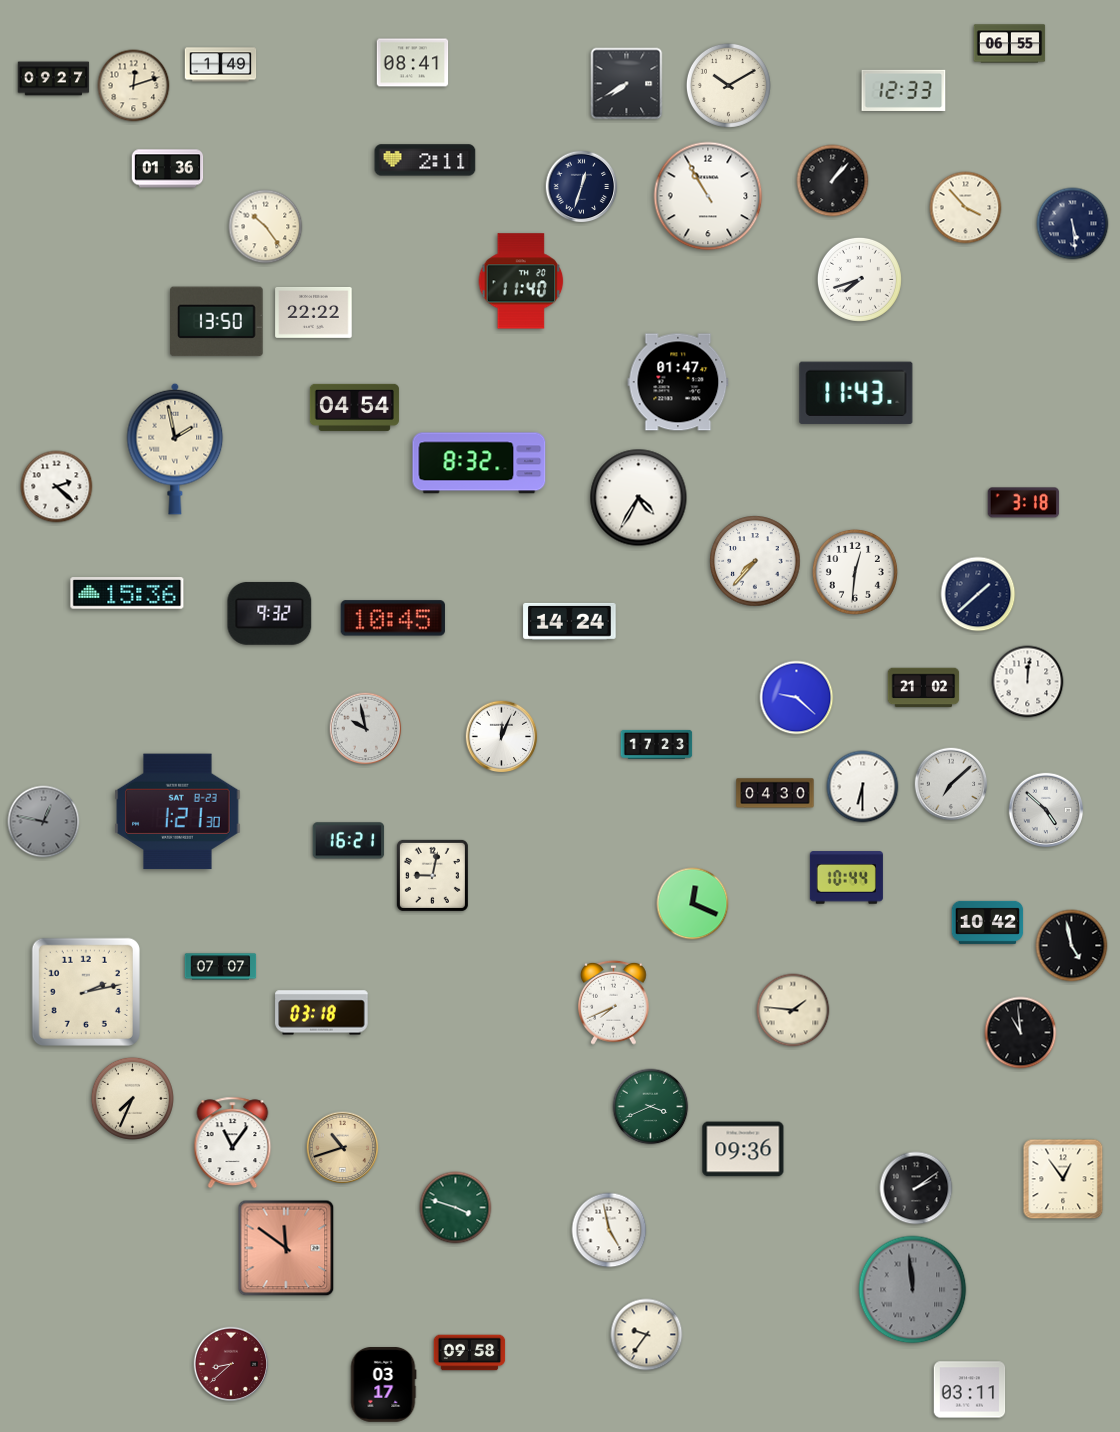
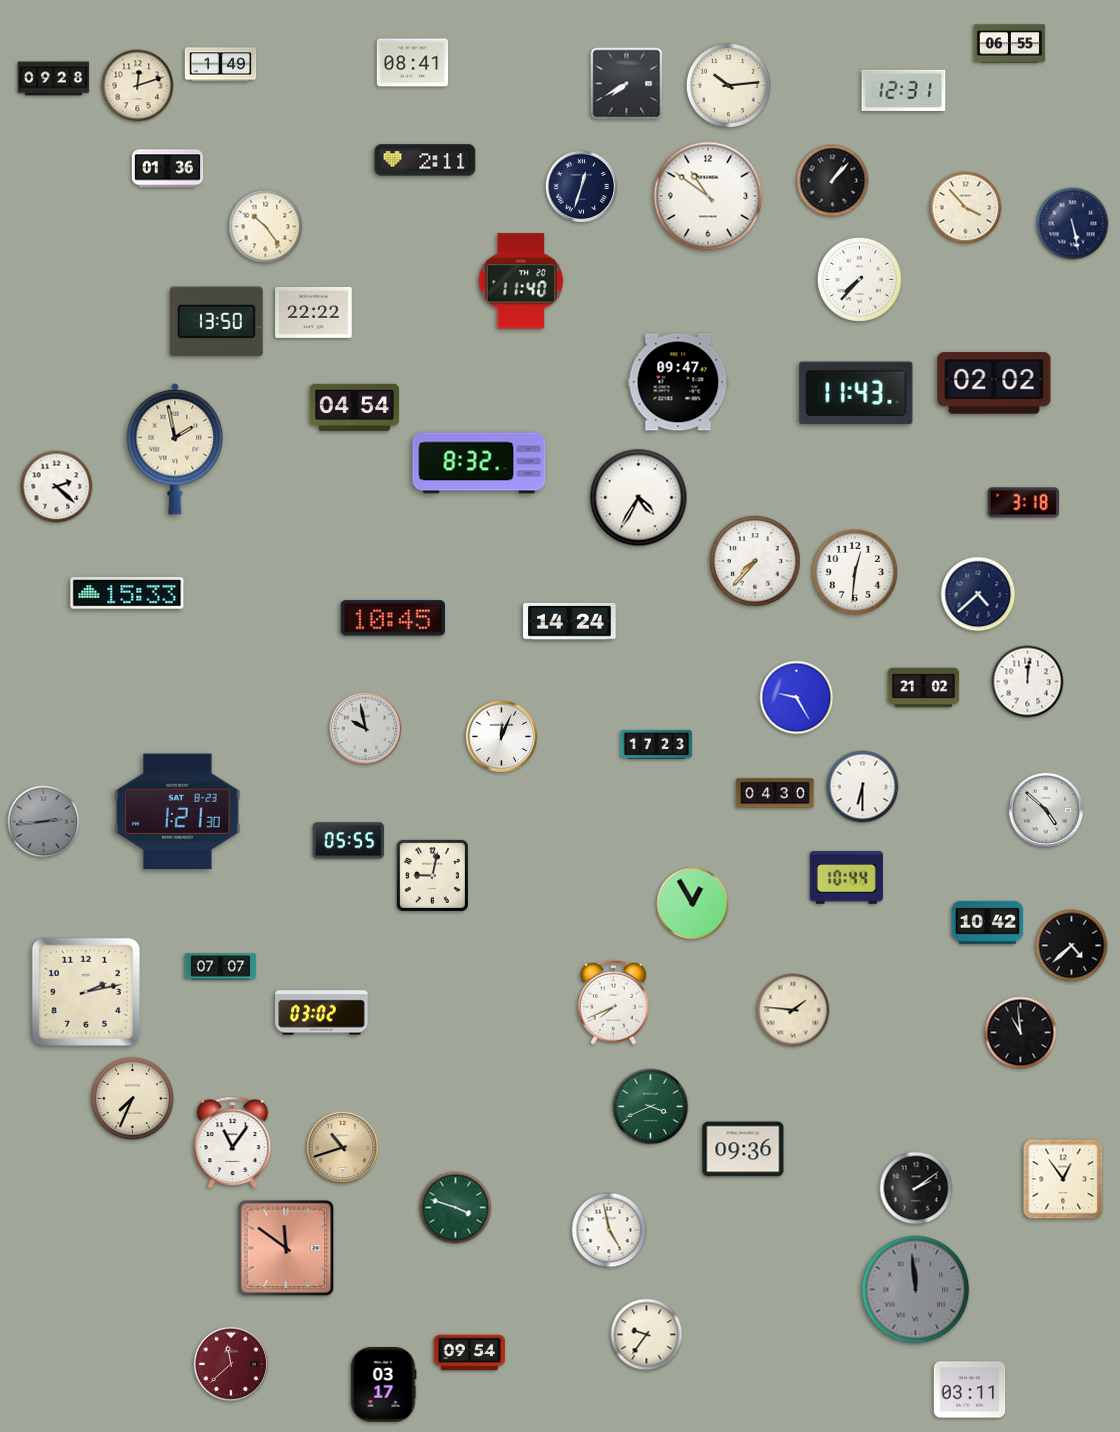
clock at (54, 79): 09:27 -> 09:28
clock at (728, 85): 10:10 -> 10:14
clock at (134, 86) position: (134, 86) -> (138, 86)
clock at (904, 90): 12:33 -> 12:31
clock at (708, 196): 10:55 -> 10:51
clock at (1073, 224): 5:29 -> 5:28
clock at (859, 279): 7:42 -> 7:37
clock at (678, 382): 01:47 -> 09:47
clock at (994, 383): none -> 02:02
clock at (127, 593): 15:36 -> 15:33
clock at (978, 594): 1:38 -> 4:38
clock at (270, 613): 9:32 -> none
clock at (797, 698): 9:22 -> 9:25
clock at (951, 784): 7:08 -> none
clock at (44, 822): 12:47 -> 2:44
clock at (349, 841): 16:21 -> 05:55
clock at (693, 904): 12:19 -> 12:55
clock at (1072, 946): 4:58 -> 4:38
clock at (322, 1013): 03:18 -> 03:02
clock at (913, 1290) position: (913, 1290) -> (916, 1290)
clock at (470, 1353): 09:58 -> 09:54
clock at (231, 1364): 8:38 -> 11:38
